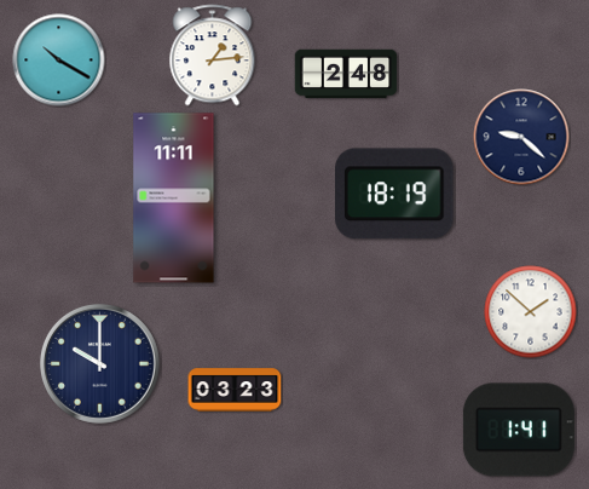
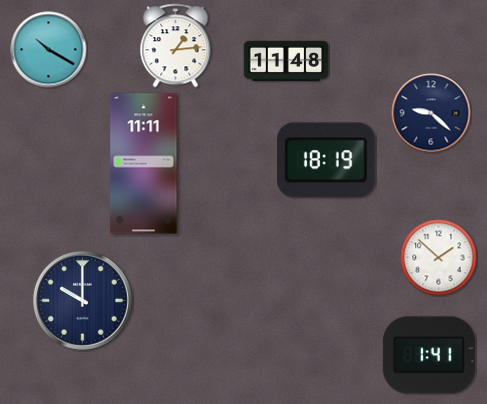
clock at (346, 73): 2:48 -> 11:48
clock at (235, 390): 03:23 -> none
